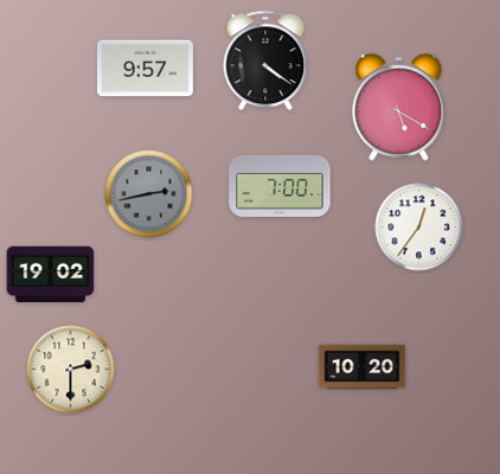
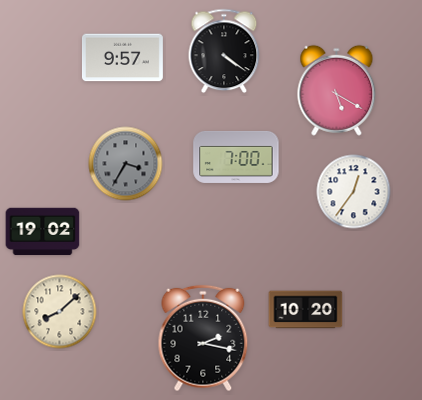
clock at (149, 194): 2:43 -> 3:35
clock at (71, 370): 2:30 -> 8:08
clock at (203, 338): none -> 2:17
